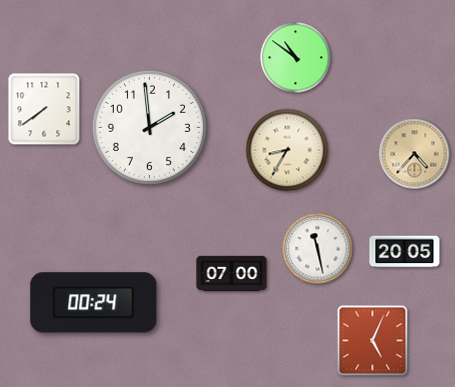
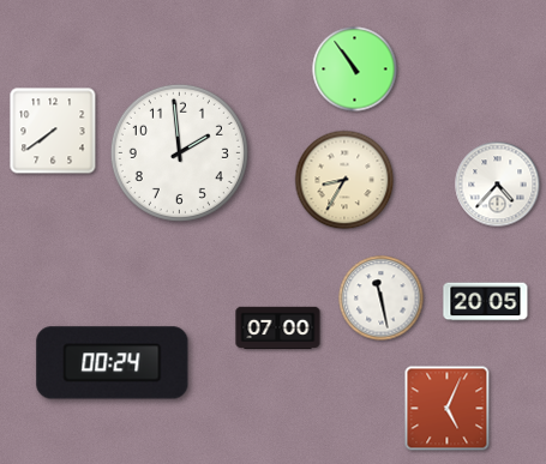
clock at (296, 58): 10:51 -> 10:54
clock at (415, 154) dial: champagne -> white
